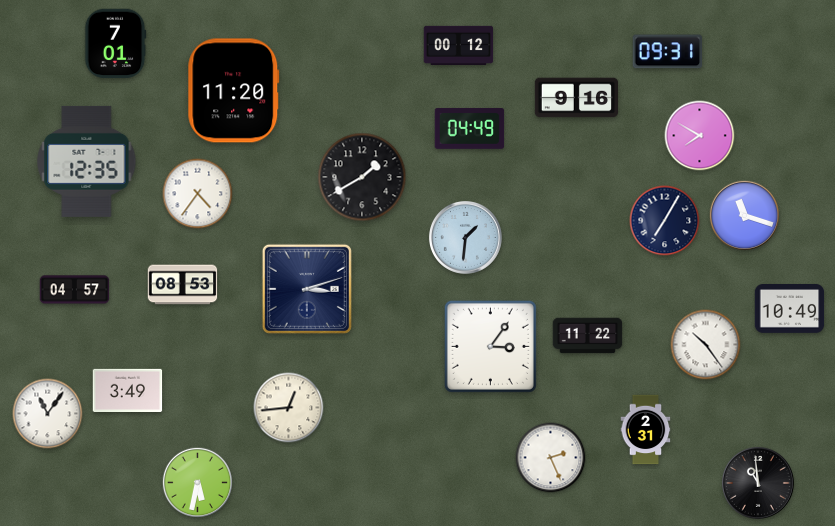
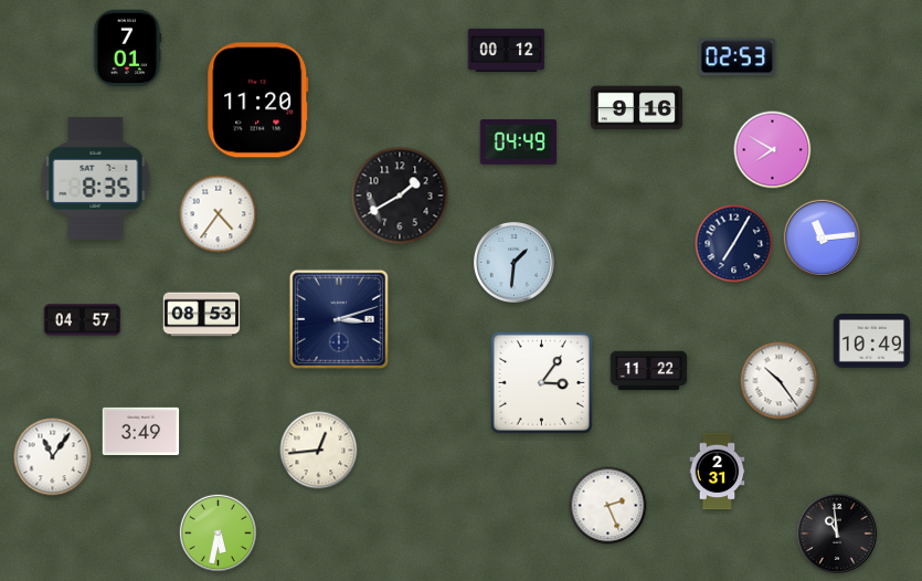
clock at (668, 52): 09:31 -> 02:53
clock at (87, 161): 12:35 -> 8:35
clock at (744, 215): 11:18 -> 11:14
clock at (646, 430) position: (646, 430) -> (718, 472)
